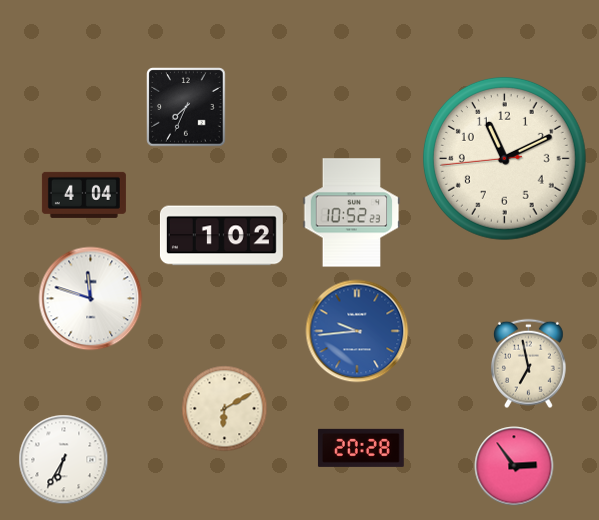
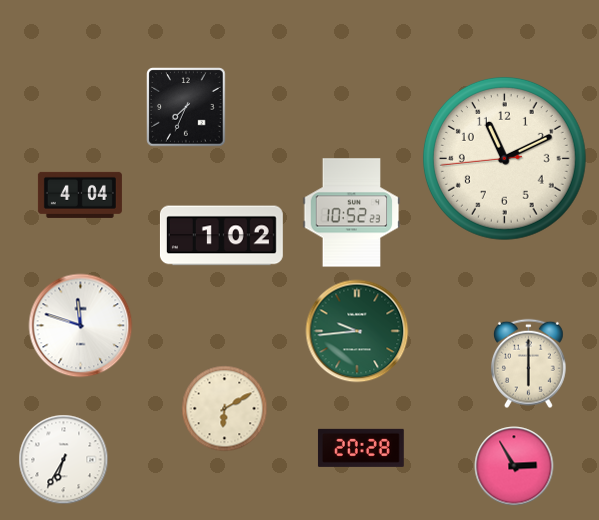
clock at (84, 195) position: (84, 195) -> (80, 195)
clock at (91, 299) position: (91, 299) -> (81, 326)
clock at (357, 331) dial: blue -> green
clock at (528, 364): 6:58 -> 6:00
clock at (514, 466): 2:54 -> 2:55
